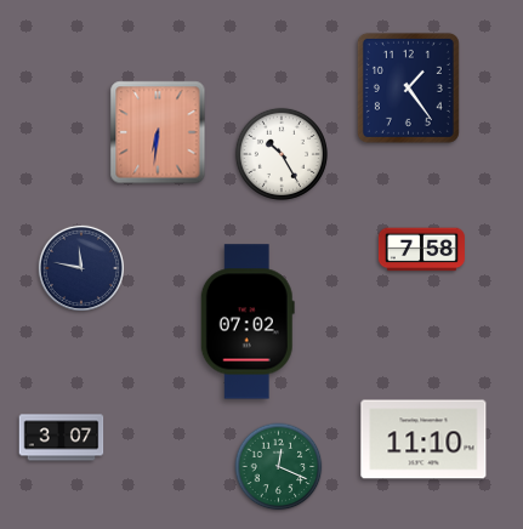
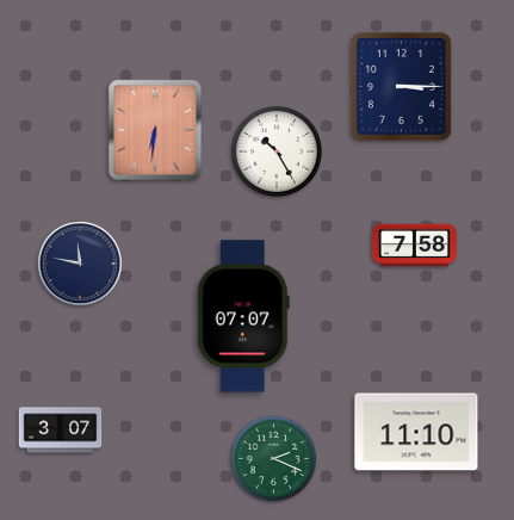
clock at (408, 87): 1:24 -> 3:15
clock at (248, 322): 07:02 -> 07:07
clock at (279, 467): 12:19 -> 2:19
